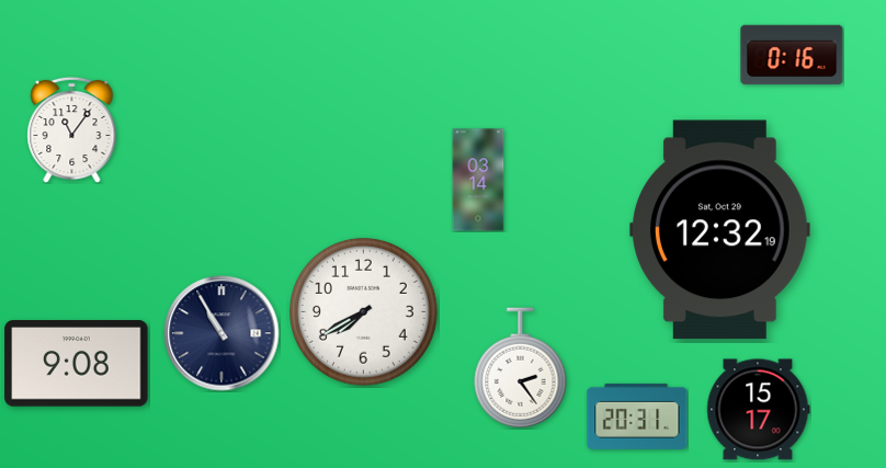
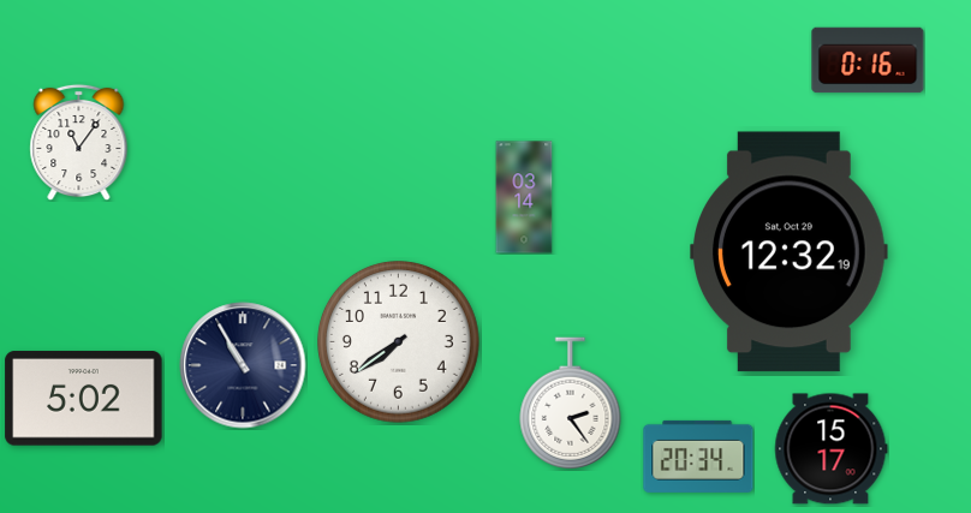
clock at (364, 312): 7:40 -> 7:39
clock at (77, 364): 9:08 -> 5:02
clock at (637, 416): 20:31 -> 20:34
